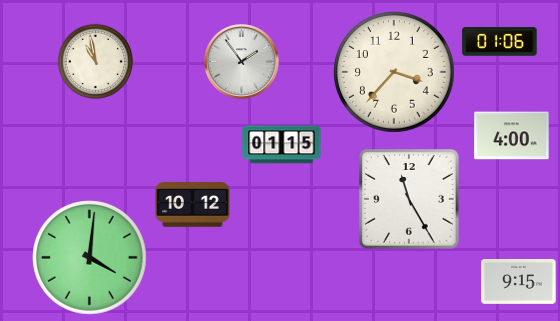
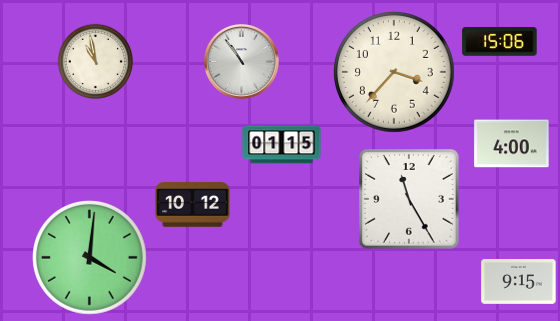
clock at (500, 42): 01:06 -> 15:06
clock at (241, 61): 1:54 -> 10:54
clock at (512, 136) position: (512, 136) -> (512, 144)
